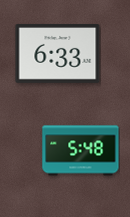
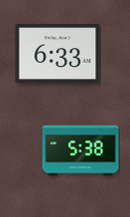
clock at (81, 151): 5:48 -> 5:38
